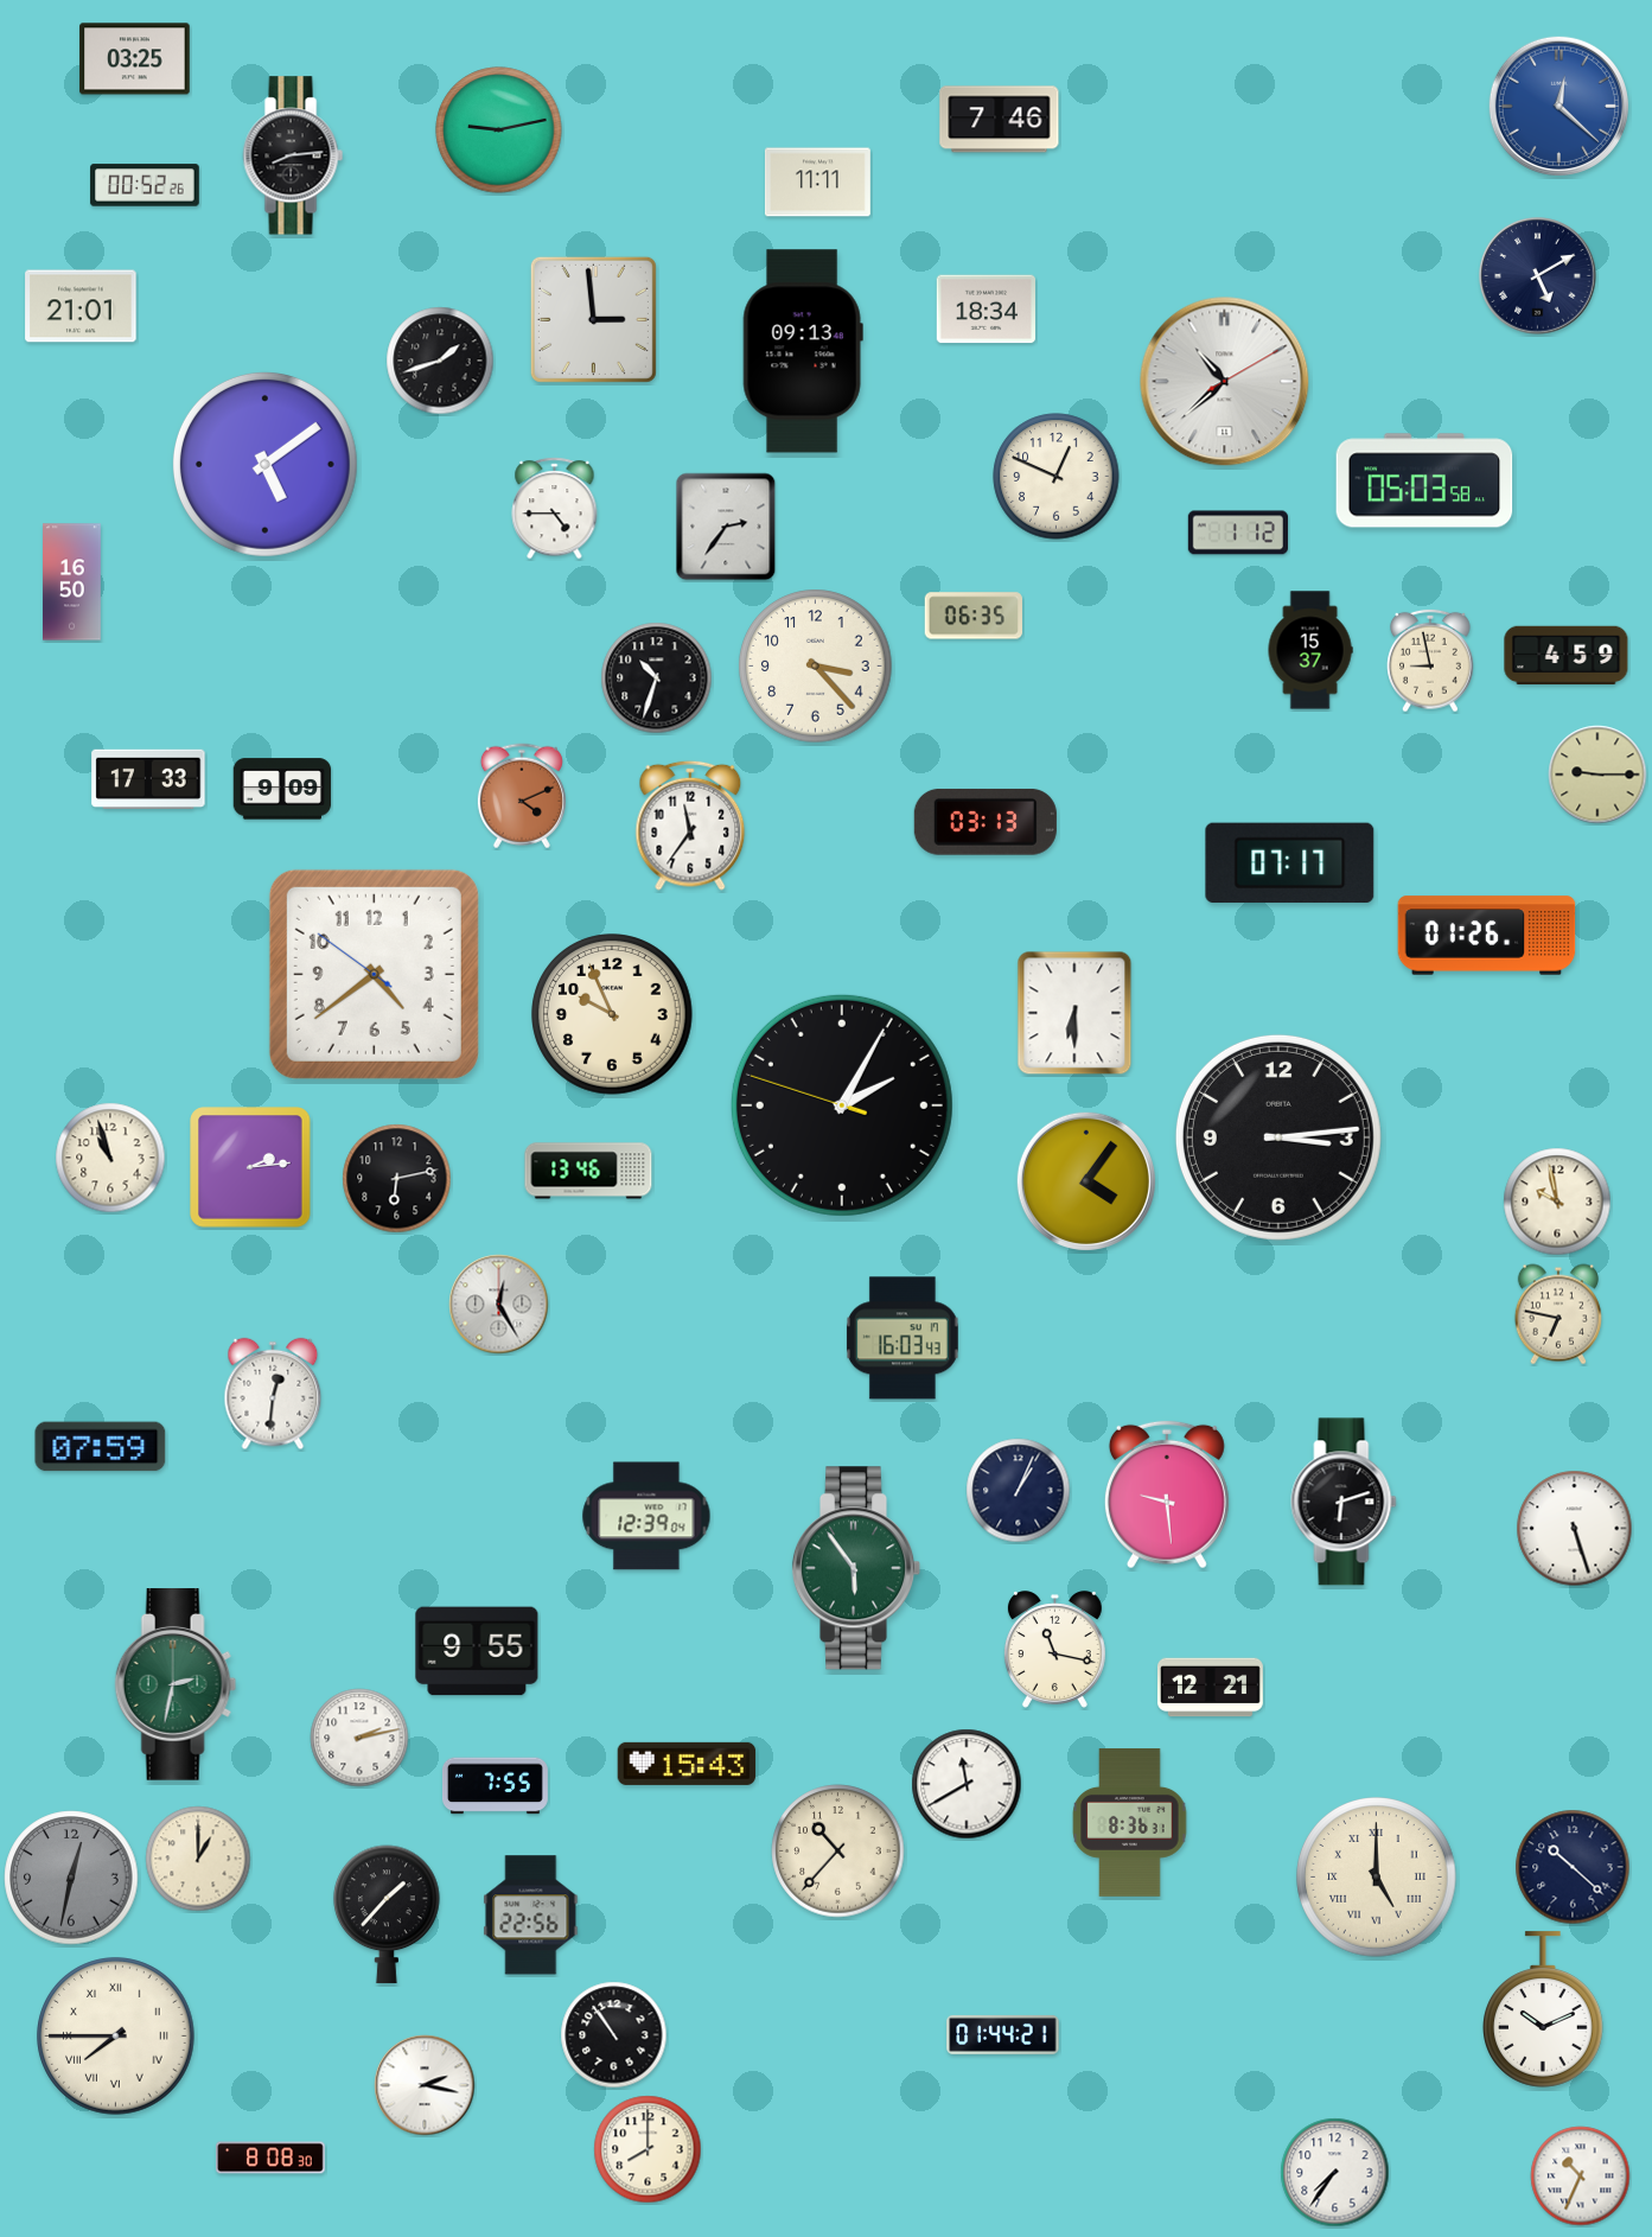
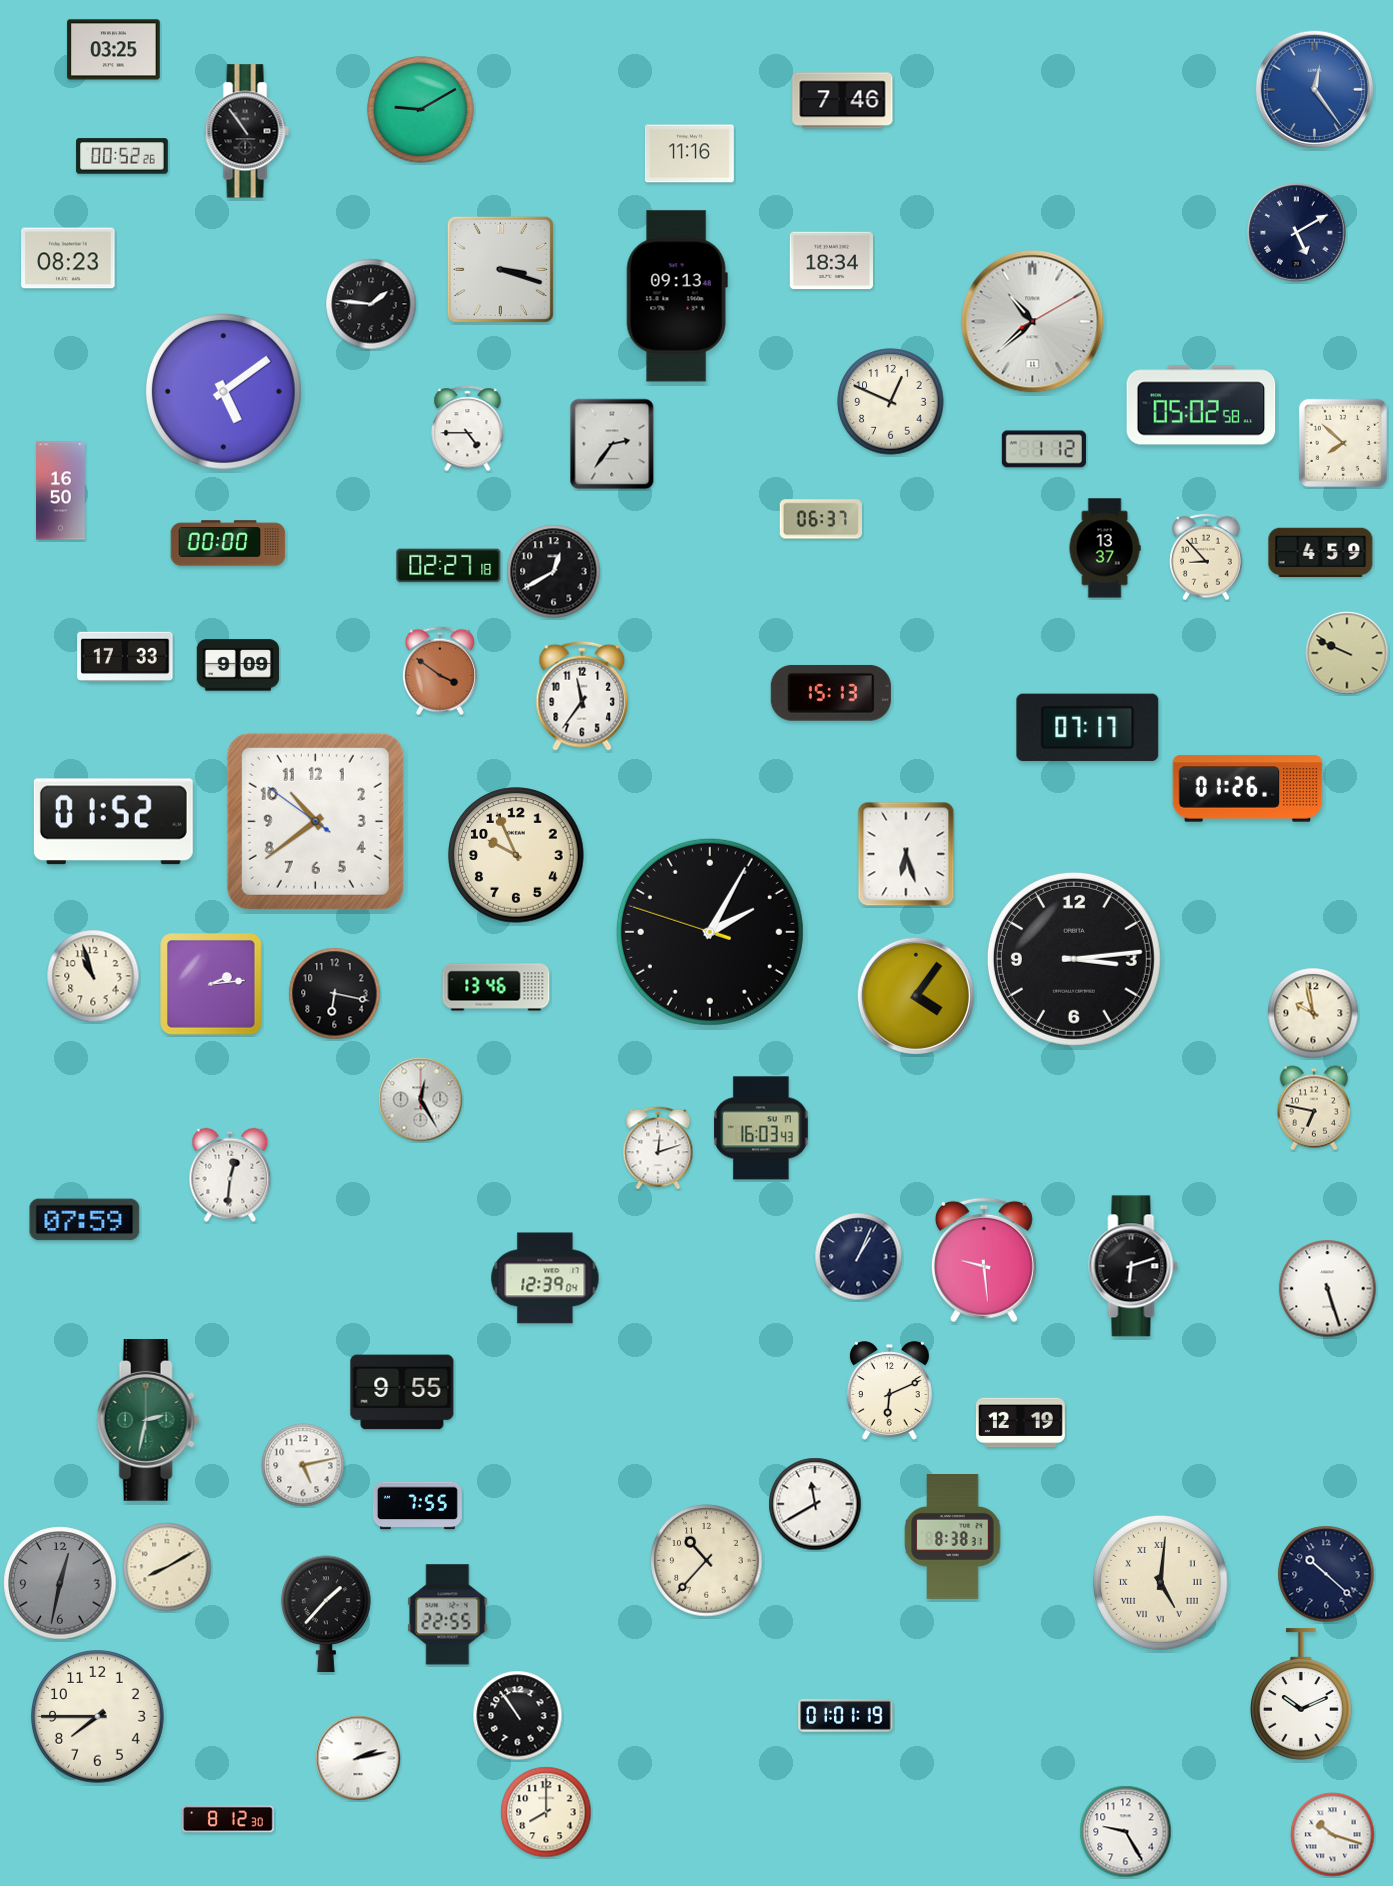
clock at (1558, 106): 12:22 -> 12:24
clock at (499, 130): 9:13 -> 9:10
clock at (293, 155): 8:14 -> 10:54
clock at (817, 183): 11:11 -> 11:16
clock at (81, 306): 21:01 -> 08:23
clock at (593, 319): 2:59 -> 3:18
clock at (440, 361): 1:42 -> 1:46
clock at (1424, 480): 05:03 -> 05:02
clock at (1343, 443): none -> 7:52
clock at (974, 616): 06:35 -> 06:37
clock at (228, 543): none -> 00:00
clock at (1310, 650): 15:37 -> 13:37
clock at (1430, 661): 8:58 -> 8:53
clock at (816, 667): 3:23 -> none
clock at (449, 566): none -> 02:27
clock at (657, 678): 10:33 -> 12:40
clock at (1597, 775): 9:15 -> 9:49
clock at (522, 796): 4:11 -> 3:51
clock at (986, 822): 03:13 -> 15:13
clock at (1487, 936) position: (1487, 936) -> (1248, 789)
clock at (374, 974): 4:38 -> 10:38
clock at (113, 822): none -> 01:52
clock at (1074, 1013): 6:30 -> 6:27
clock at (1278, 1137) position: (1278, 1137) -> (1074, 959)
clock at (397, 1179): 6:13 -> 6:17
clock at (658, 1148): none -> 12:12
clock at (856, 1568): 5:54 -> none
clock at (1054, 1650): 11:17 -> 6:11
clock at (1210, 1688): 12:21 -> 12:19
clock at (359, 1738): 2:13 -> 5:13
clock at (687, 1764): 15:43 -> none
clock at (1130, 1823): 8:36 -> 8:38
clock at (198, 1859): 1:00 -> 8:10
clock at (1377, 1878): 5:00 -> 5:01
clock at (531, 1916): 22:56 -> 22:55
clock at (1003, 2034): 01:44 -> 01:01
clock at (116, 2037) numerals: Roman -> Arabic
clock at (425, 2085): 2:17 -> 2:13
clock at (270, 2158): 8:08 -> 8:12
clock at (1335, 2173): 7:36 -> 9:25
clock at (1581, 2177): 10:34 -> 10:18
